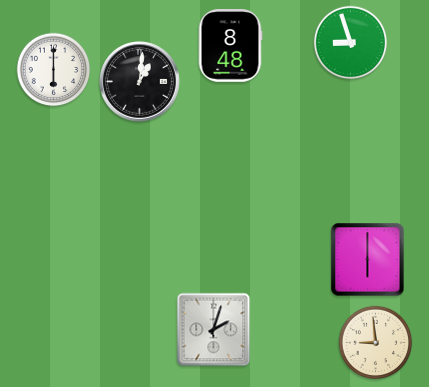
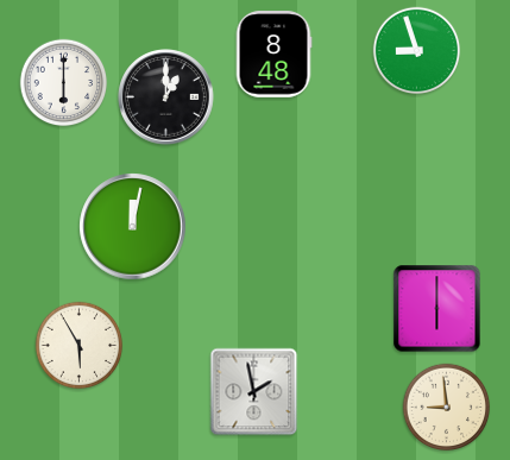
clock at (140, 82): 1:01 -> 1:00
clock at (133, 227): none -> 12:02
clock at (80, 346): none -> 5:55
clock at (214, 330): 2:03 -> 1:58
